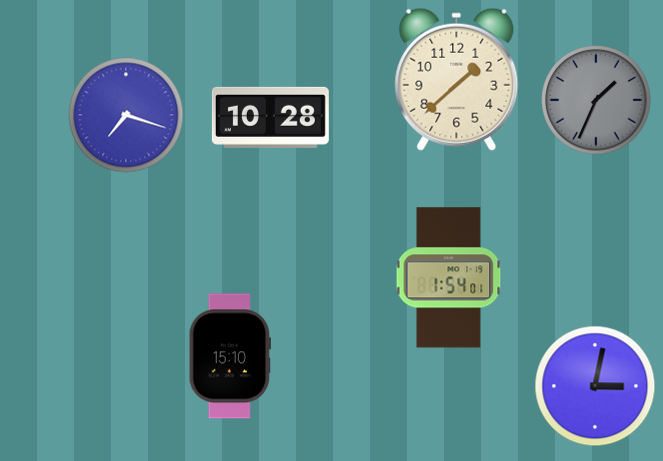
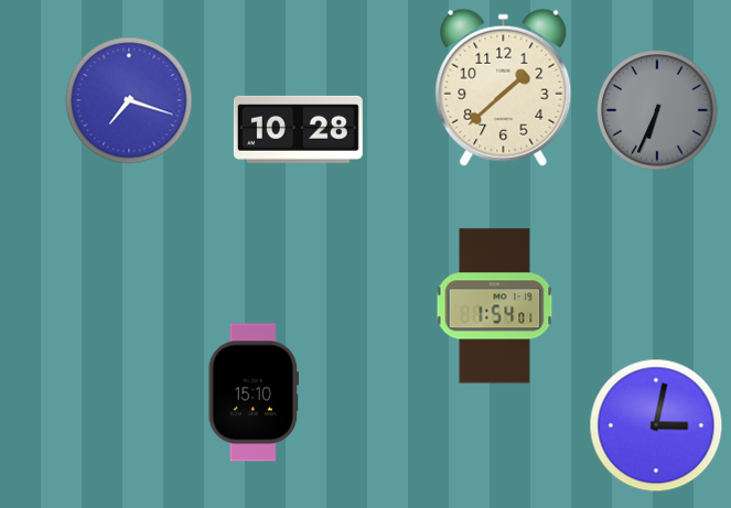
clock at (596, 100): 1:34 -> 6:34
clock at (126, 115) position: (126, 115) -> (129, 100)
